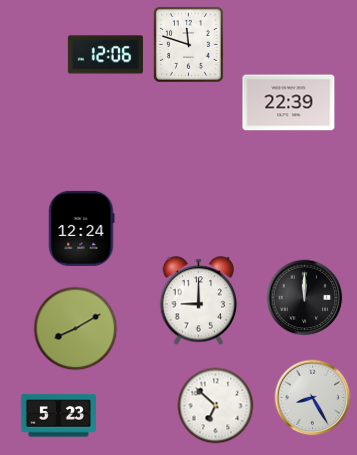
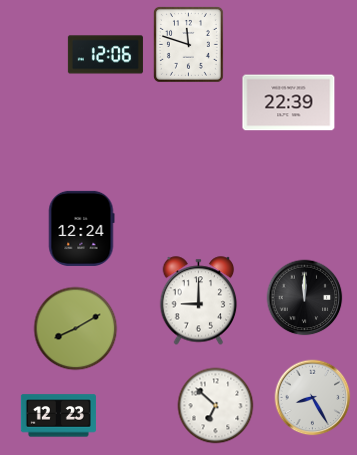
clock at (58, 416): 5:23 -> 12:23
